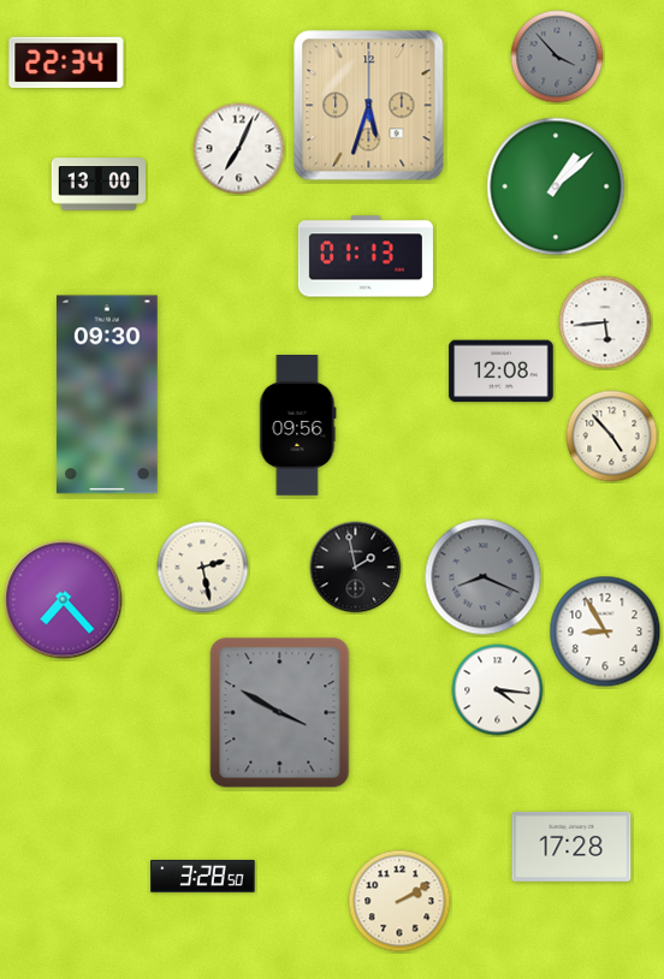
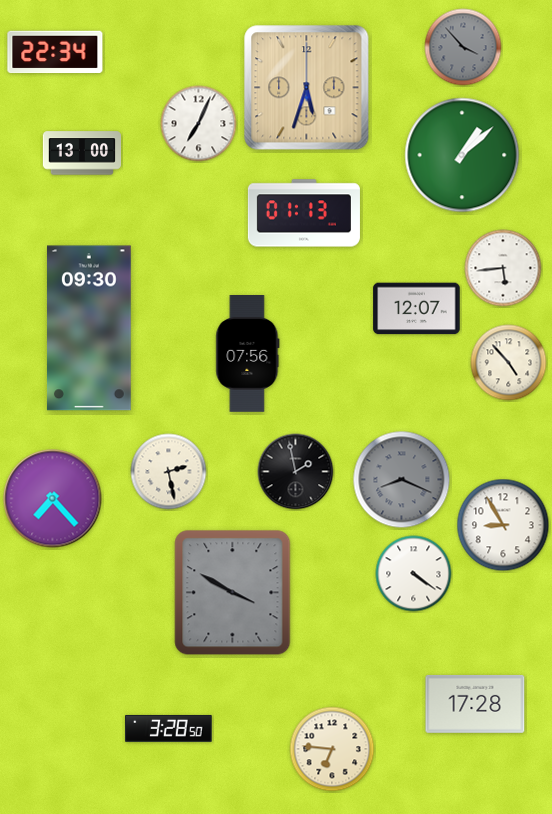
clock at (502, 372): 12:08 -> 12:07
clock at (298, 426): 09:56 -> 07:56
clock at (498, 690): 4:16 -> 4:21
clock at (399, 901): 2:10 -> 6:46
